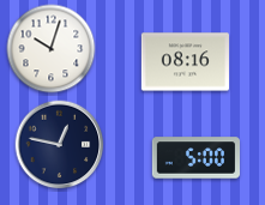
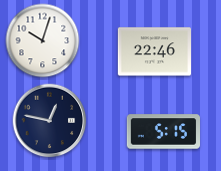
clock at (185, 62): 08:16 -> 22:46
clock at (195, 158): 5:00 -> 5:15
